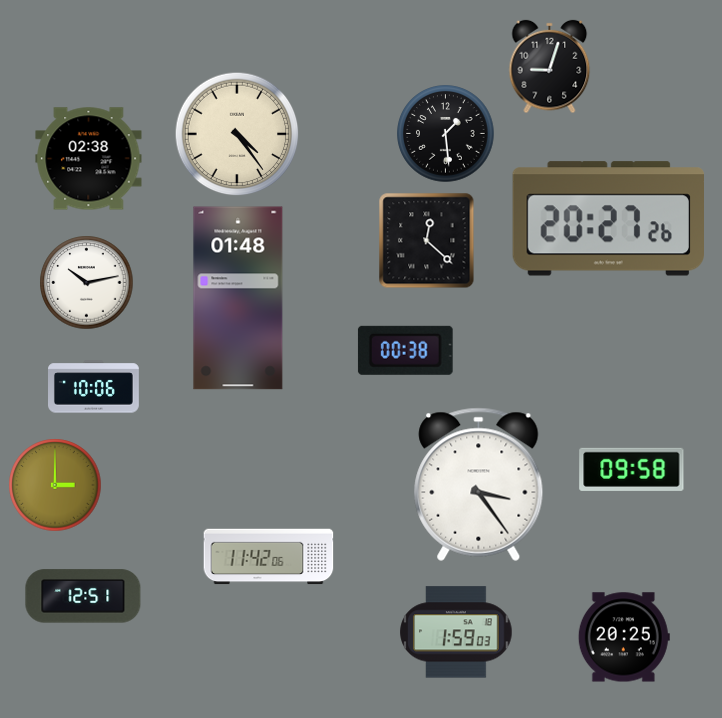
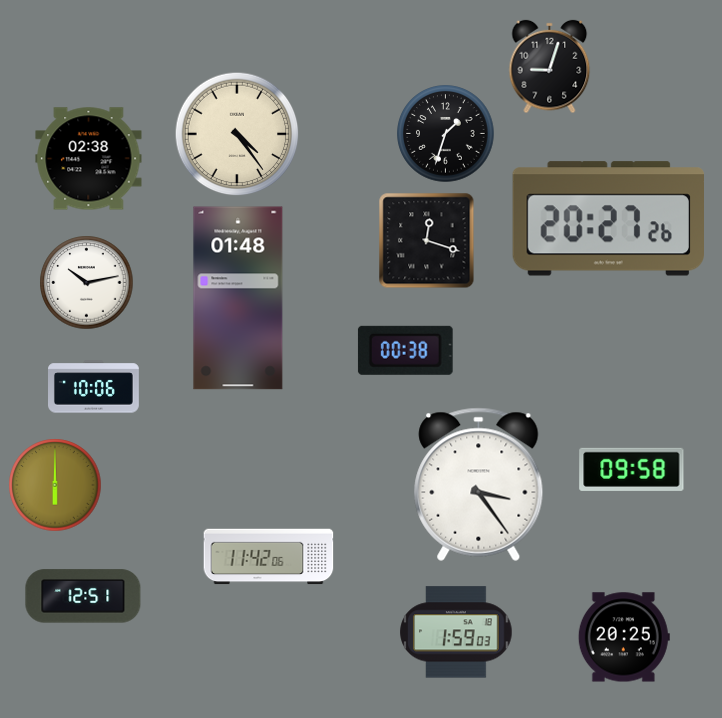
clock at (446, 134): 1:29 -> 1:33
clock at (426, 240): 12:22 -> 12:18
clock at (55, 485): 3:00 -> 6:00
